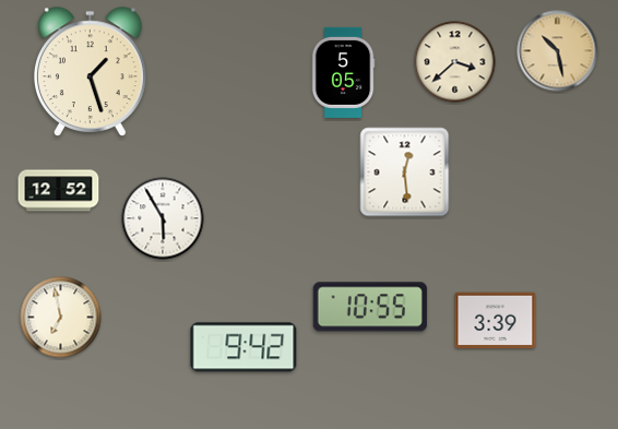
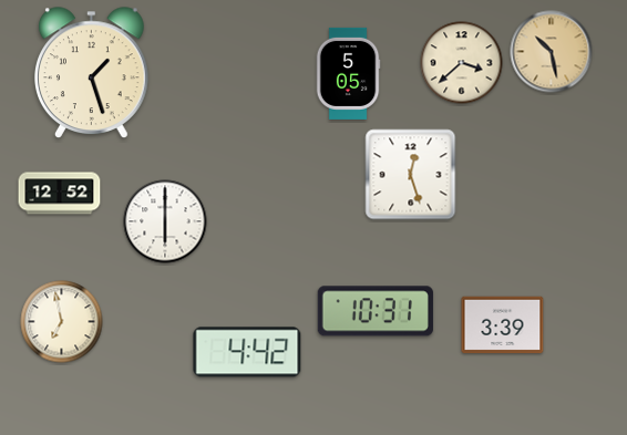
clock at (558, 51) position: (558, 51) -> (552, 52)
clock at (405, 172): 12:29 -> 12:27
clock at (163, 218): 5:55 -> 6:00
clock at (370, 307): 10:55 -> 10:31
clock at (243, 347): 9:42 -> 4:42
